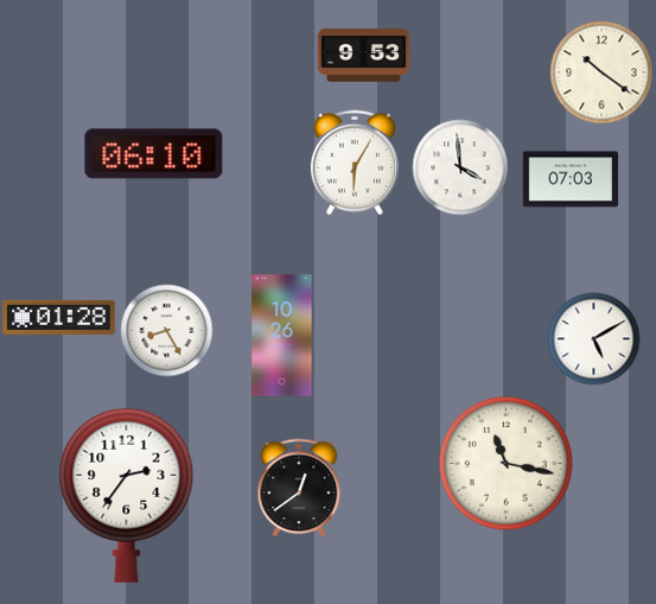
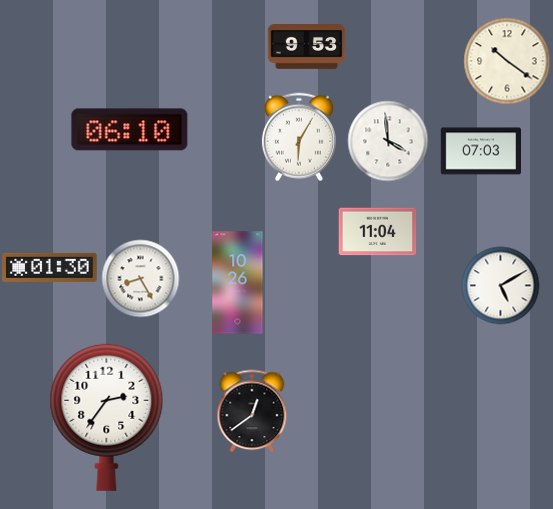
clock at (377, 232): none -> 11:04
clock at (59, 317): 01:28 -> 01:30
clock at (505, 463): 11:17 -> none
